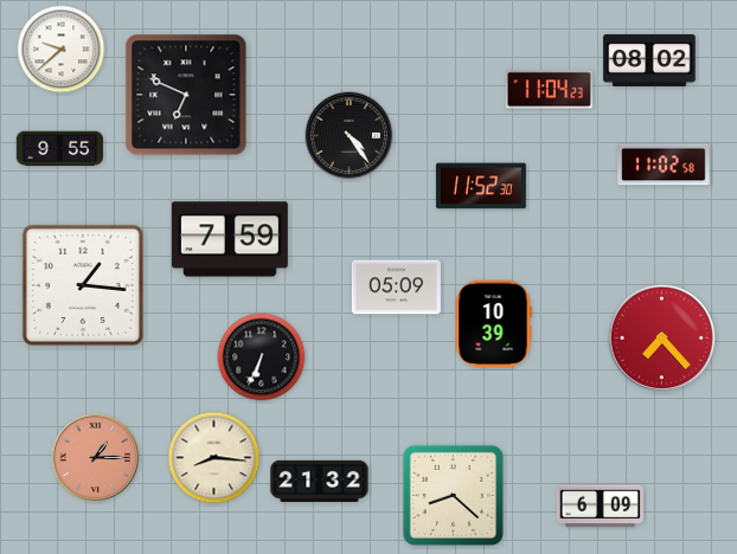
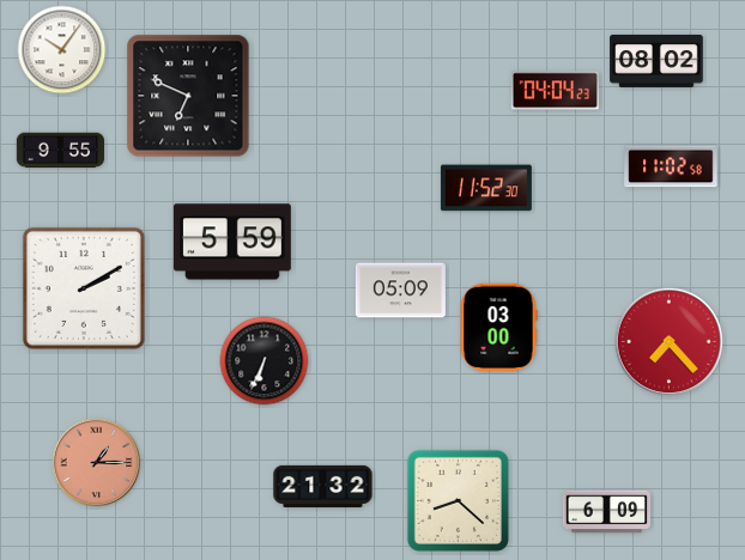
clock at (62, 50): 9:38 -> 10:06
clock at (549, 90): 11:04 -> 04:04
clock at (350, 136): 4:24 -> none
clock at (230, 239): 7:59 -> 5:59
clock at (83, 285): 1:16 -> 2:10
clock at (493, 323): 10:39 -> 03:00
clock at (214, 458): 8:16 -> none
